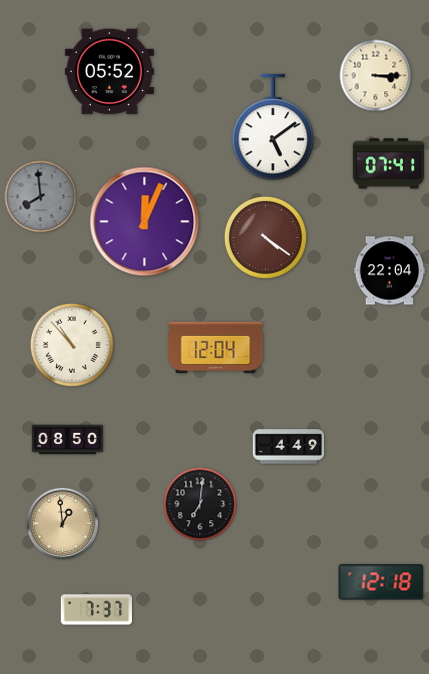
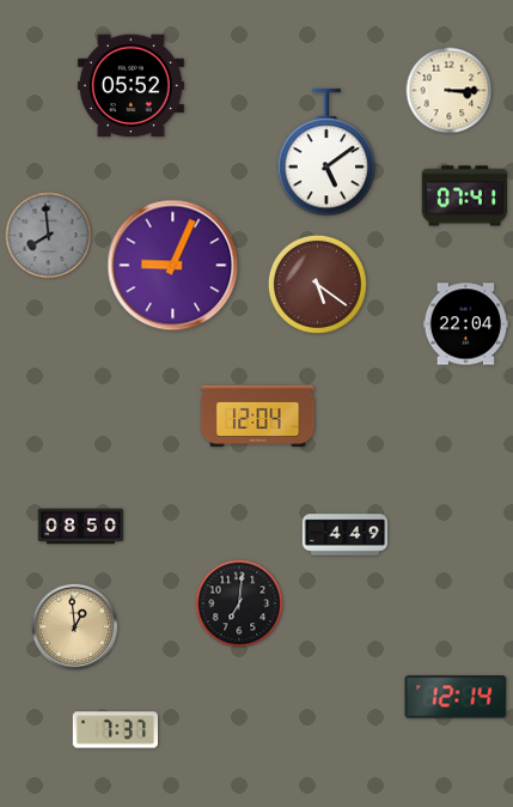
clock at (145, 222): 12:04 -> 9:04
clock at (265, 237): 4:21 -> 5:21
clock at (72, 345): 10:53 -> none
clock at (381, 582): 12:18 -> 12:14
